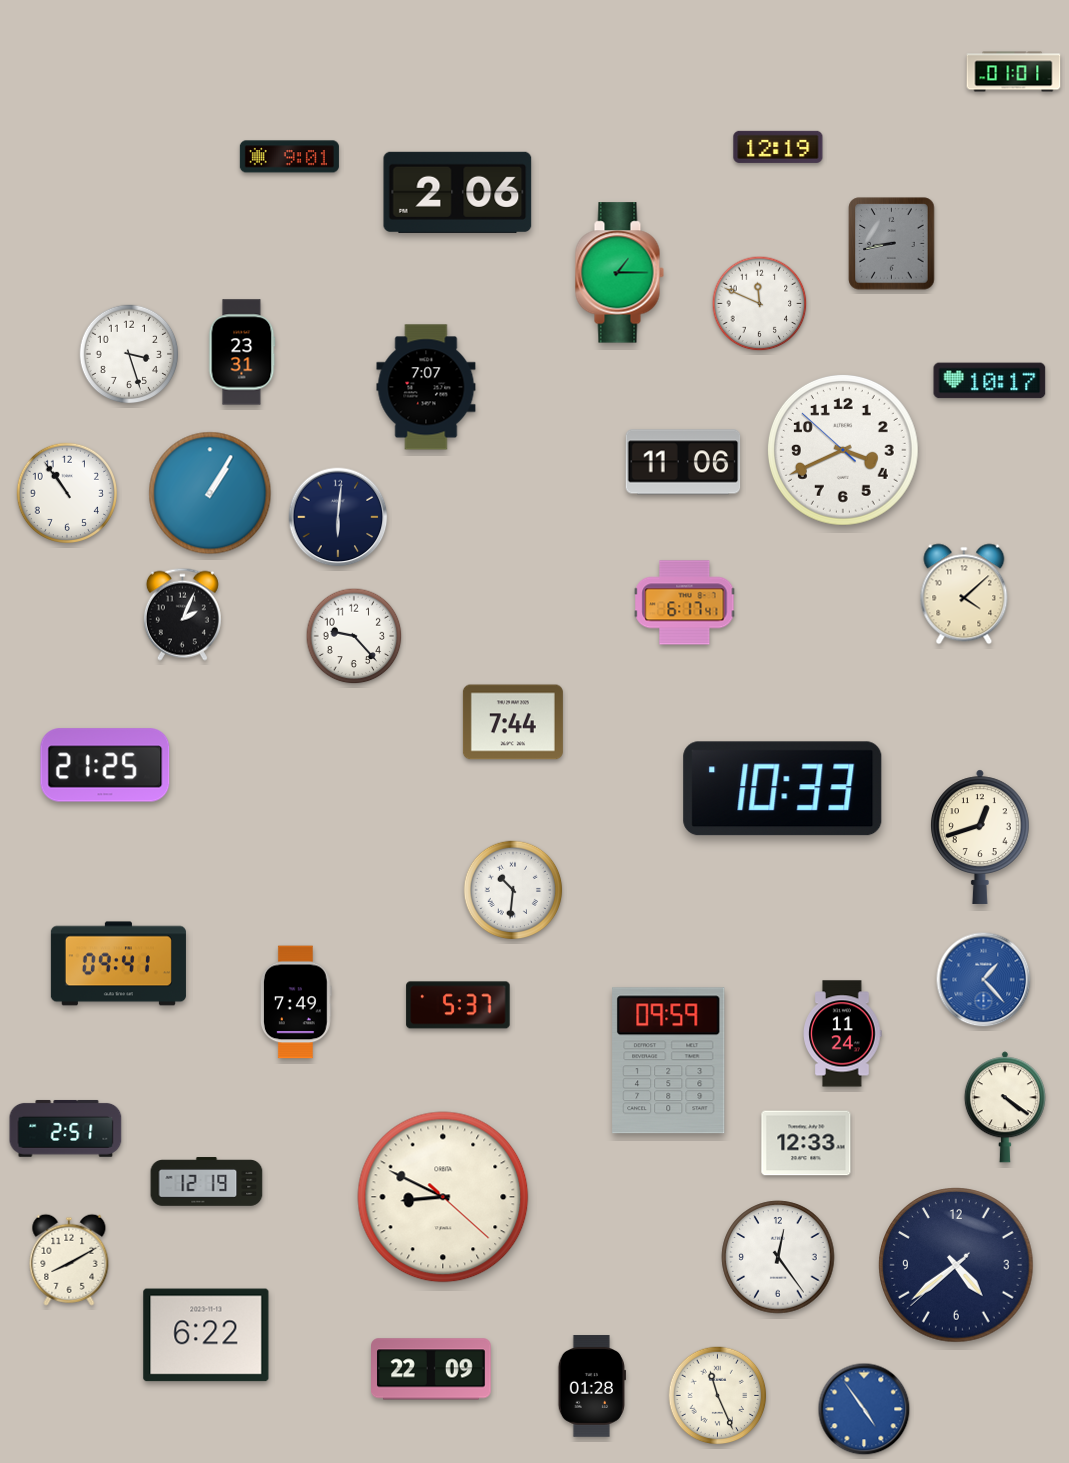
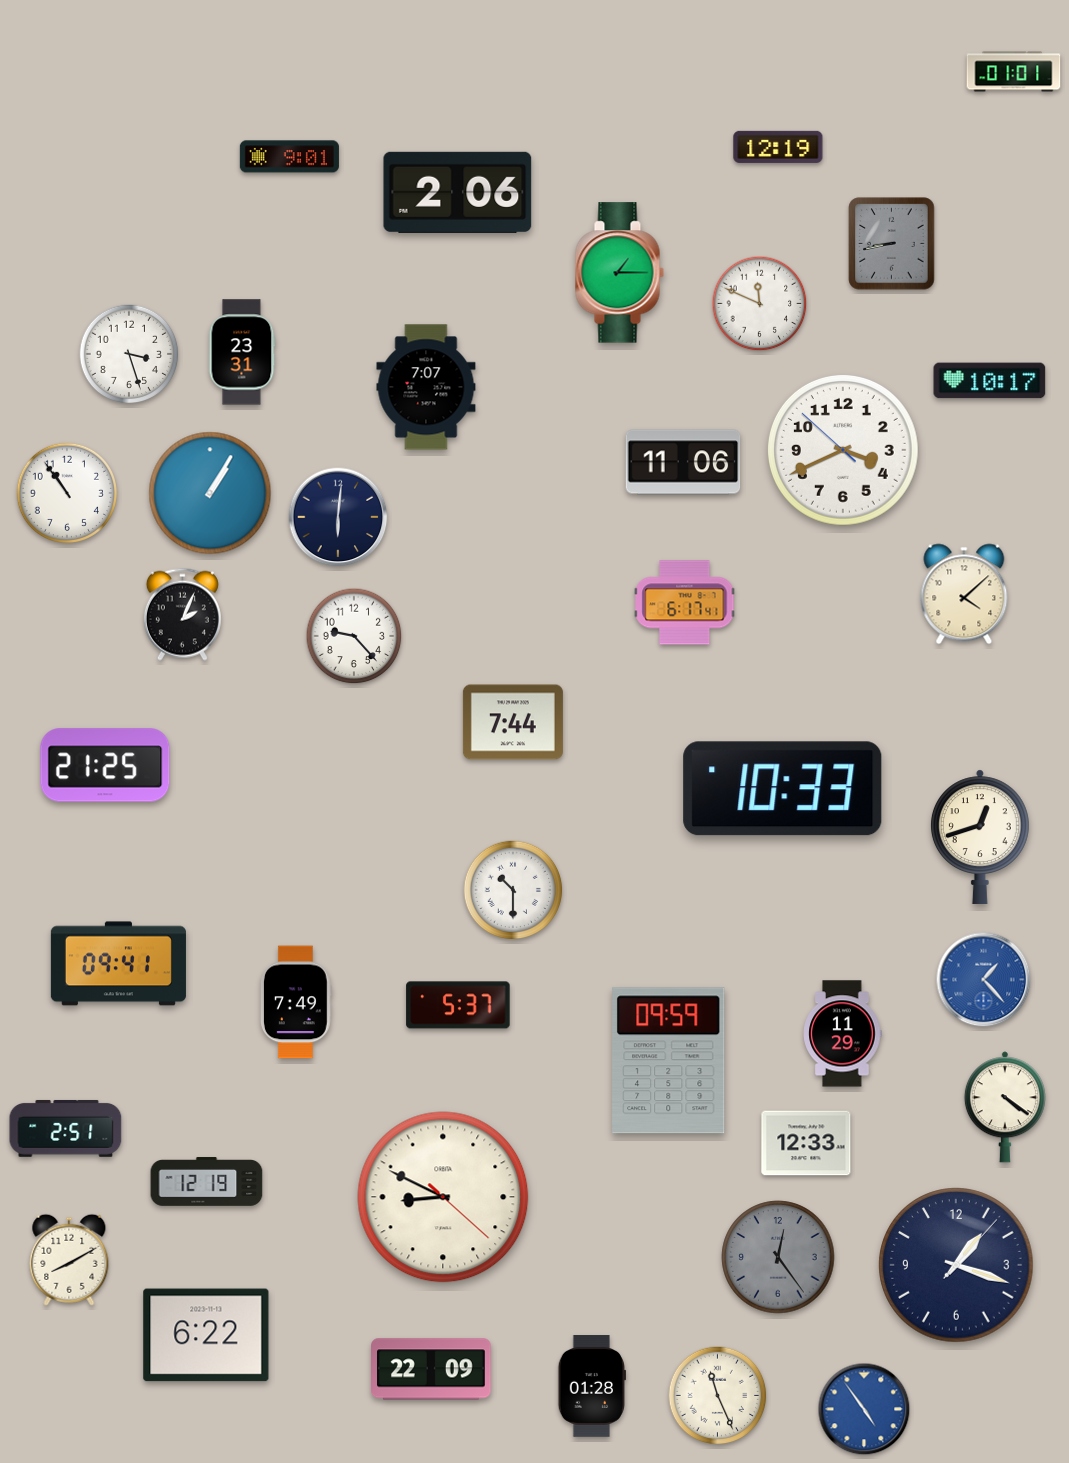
clock at (513, 890): 10:31 -> 10:30
clock at (843, 1034): 11:24 -> 11:29
clock at (778, 1257) dial: white -> grey
clock at (956, 1265): 4:38 -> 1:18
